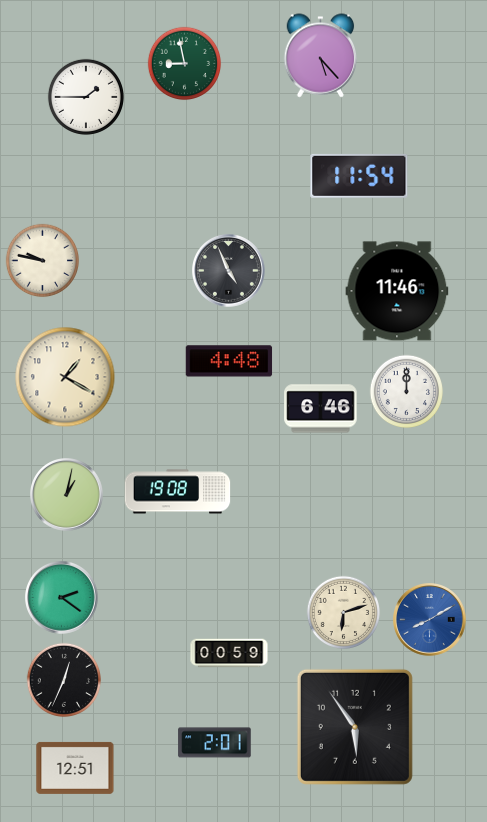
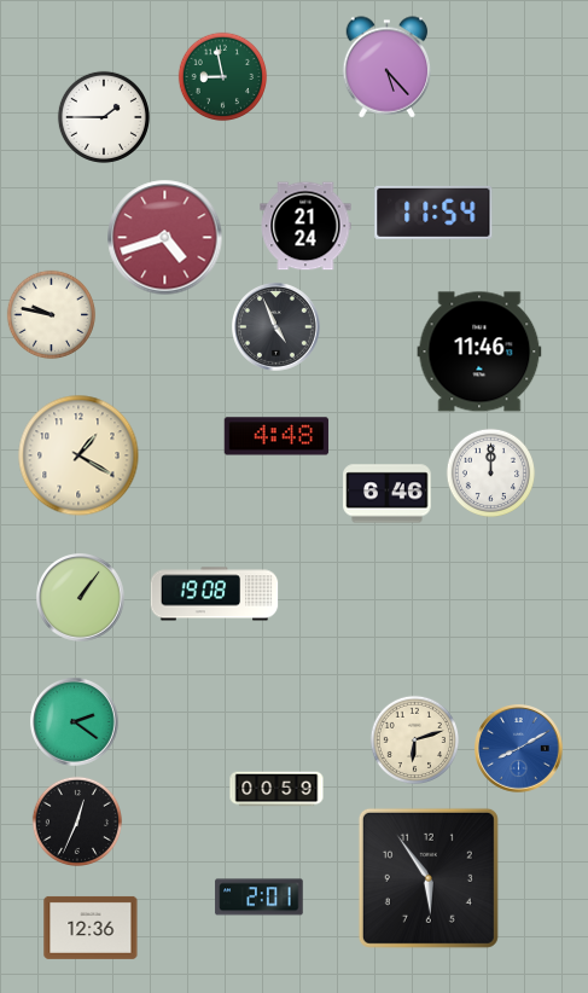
clock at (305, 226): none -> 21:24
clock at (165, 238): none -> 4:42
clock at (67, 495): 1:02 -> 1:06
clock at (75, 768): 12:51 -> 12:36
